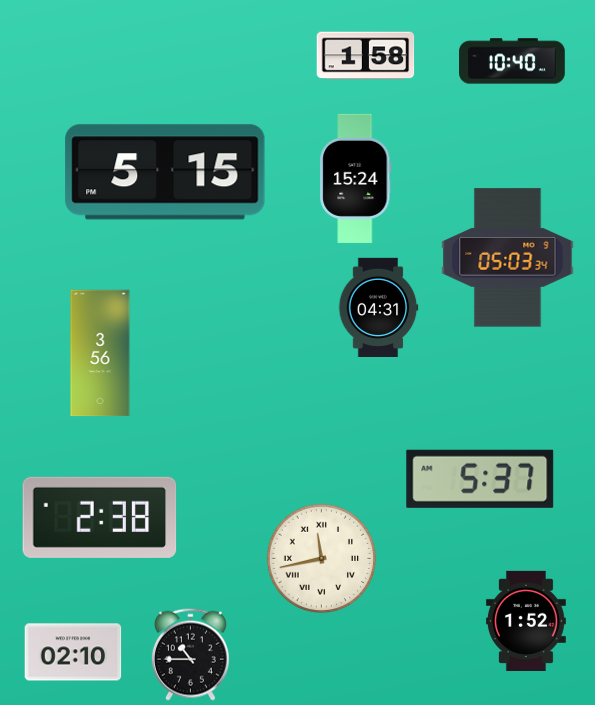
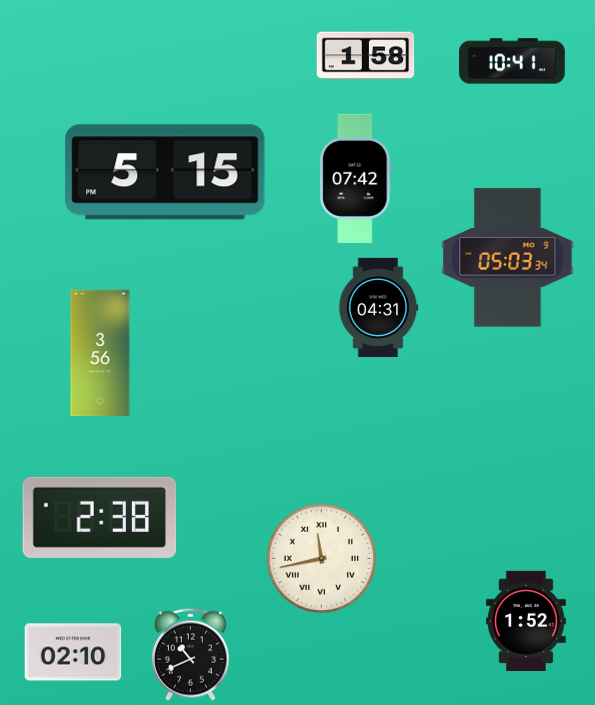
clock at (512, 61): 10:40 -> 10:41
clock at (356, 178): 15:24 -> 07:42
clock at (480, 479): 5:37 -> none
clock at (190, 654): 10:45 -> 10:41
